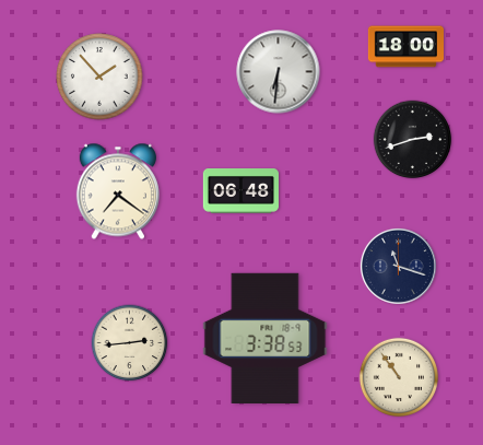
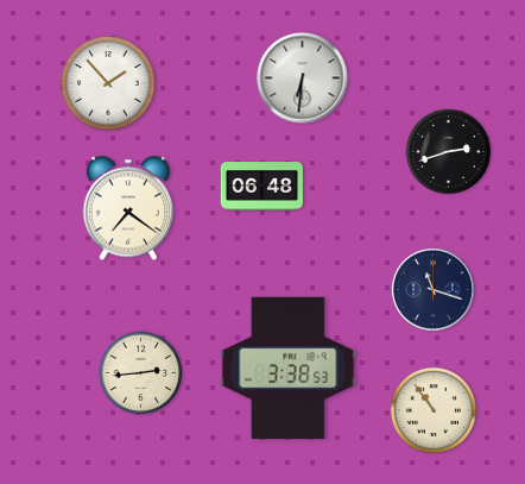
clock at (405, 47): 18:00 -> none
clock at (240, 191) position: (240, 191) -> (261, 187)
